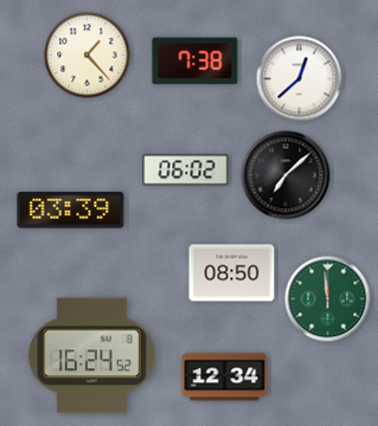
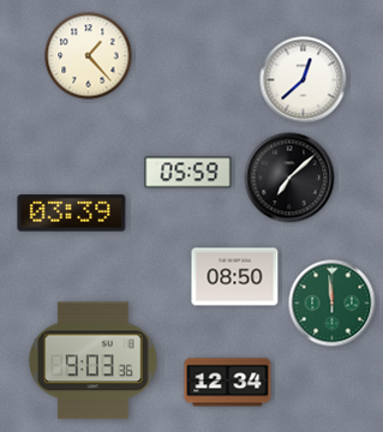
clock at (196, 62): 7:38 -> none
clock at (186, 170): 06:02 -> 05:59
clock at (92, 356): 16:24 -> 9:03
